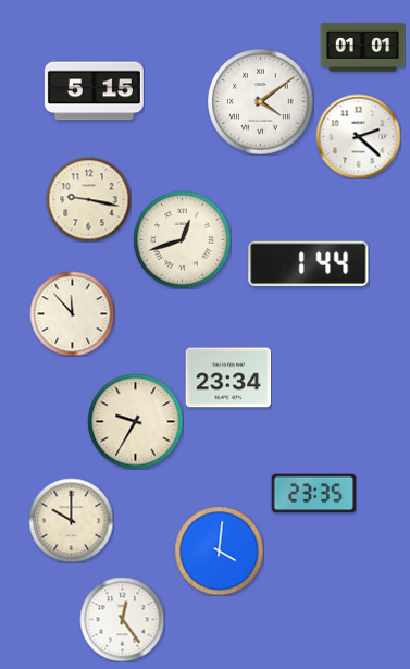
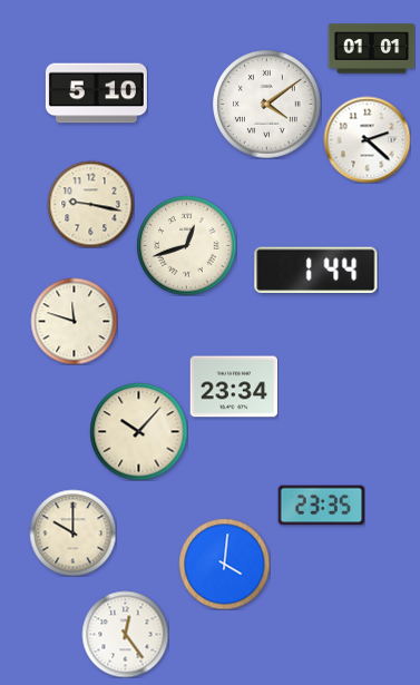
clock at (94, 91): 5:15 -> 5:10
clock at (72, 313): 11:53 -> 11:48
clock at (135, 421): 9:35 -> 10:07
